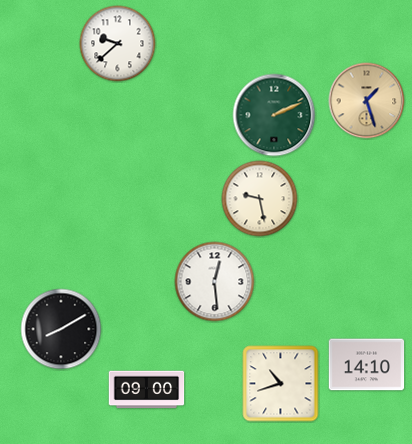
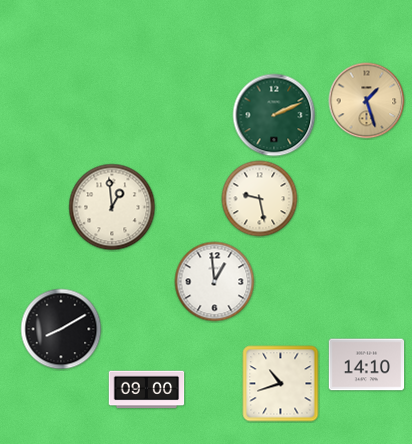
clock at (118, 44): 9:38 -> none
clock at (112, 207): none -> 12:59
clock at (215, 282): 12:29 -> 12:59
